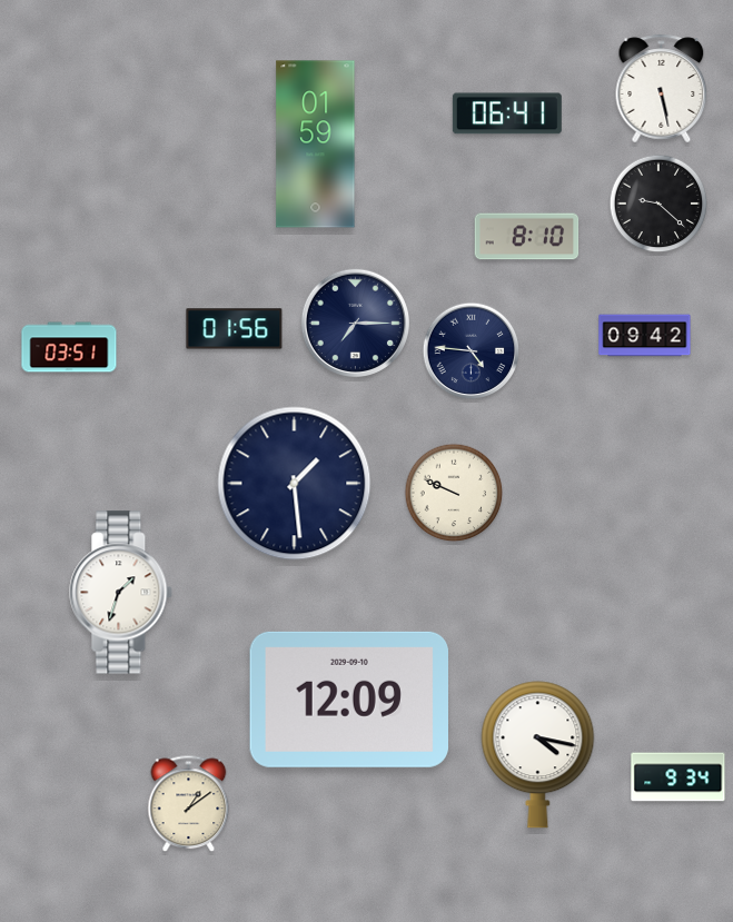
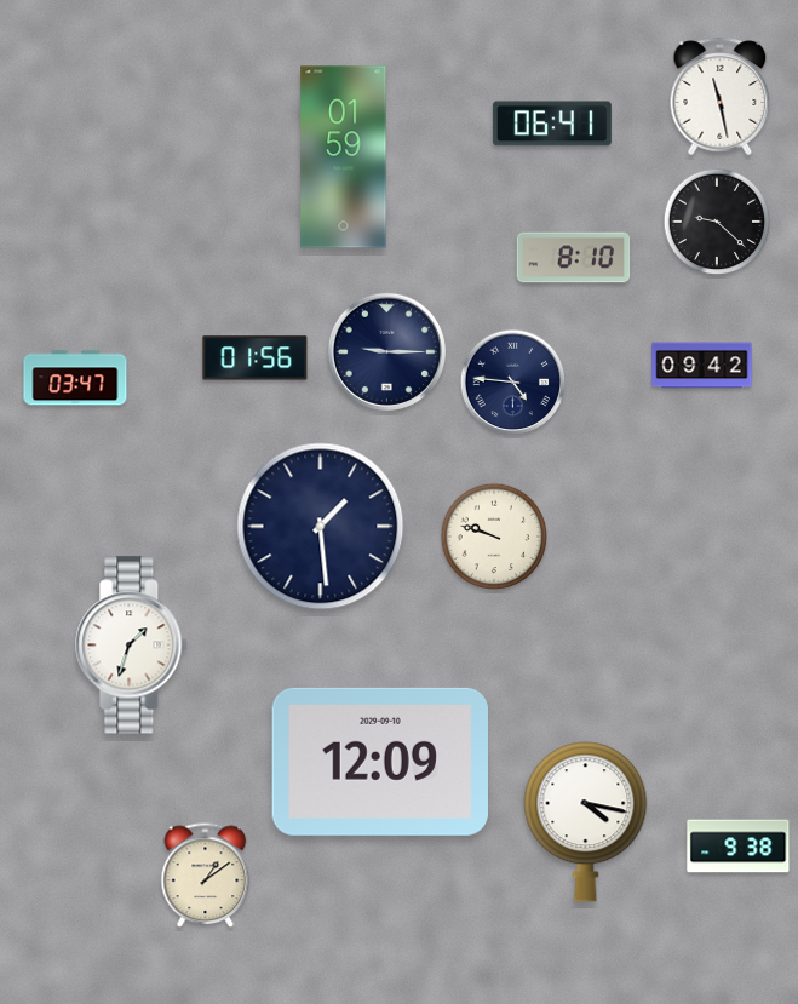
clock at (662, 89): 5:28 -> 11:28
clock at (355, 323): 7:15 -> 9:15
clock at (69, 347): 03:51 -> 03:47
clock at (454, 493): 9:49 -> 9:48
clock at (678, 777): 9:34 -> 9:38
